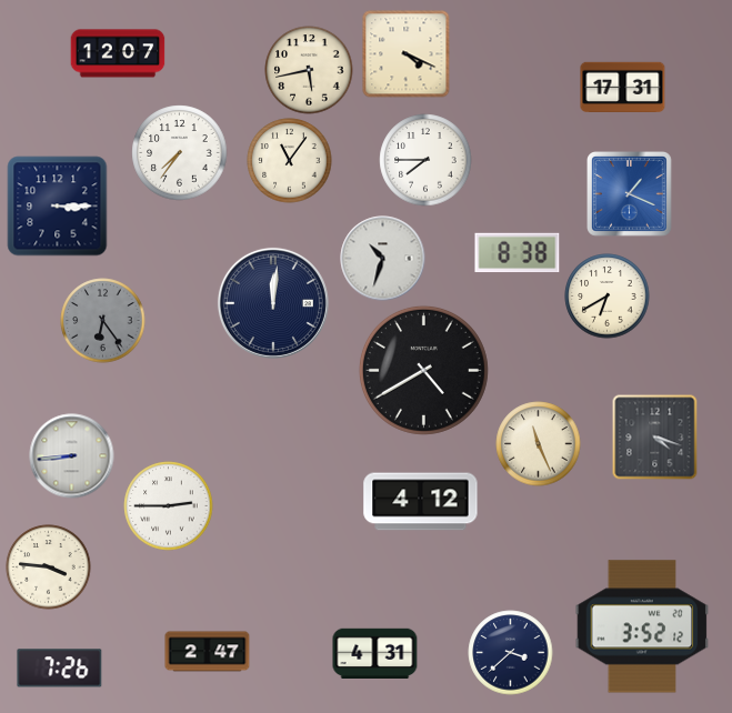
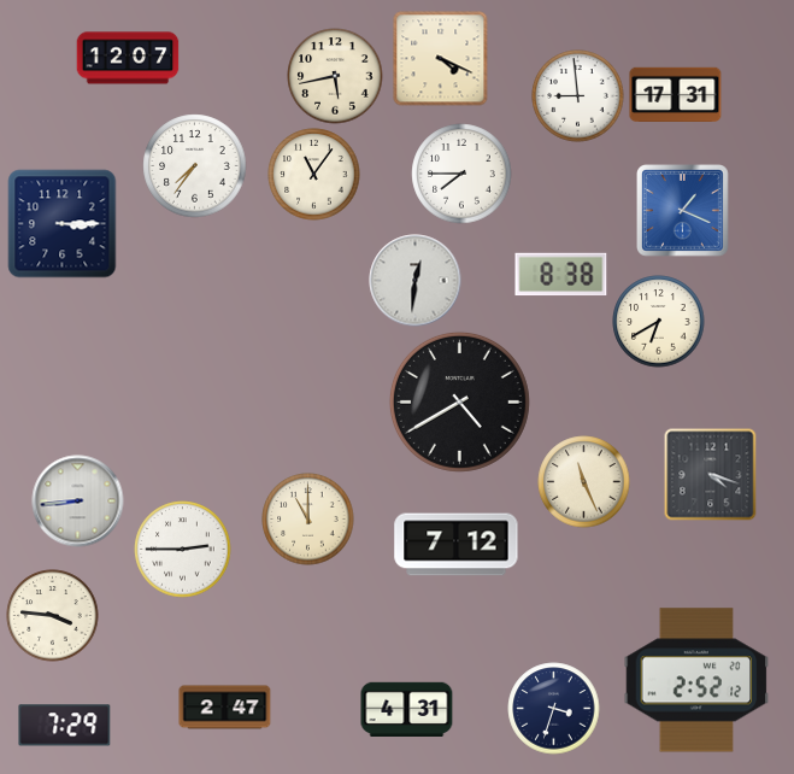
clock at (578, 96): none -> 8:59
clock at (383, 259): 10:33 -> 12:31
clock at (273, 303): 12:01 -> none
clock at (103, 321): 6:24 -> none
clock at (72, 456) position: (72, 456) -> (78, 502)
clock at (308, 520): none -> 11:00
clock at (421, 502): 4:12 -> 7:12
clock at (642, 626): 3:52 -> 2:52
clock at (511, 653): 3:38 -> 3:33
clock at (60, 669): 7:26 -> 7:29
